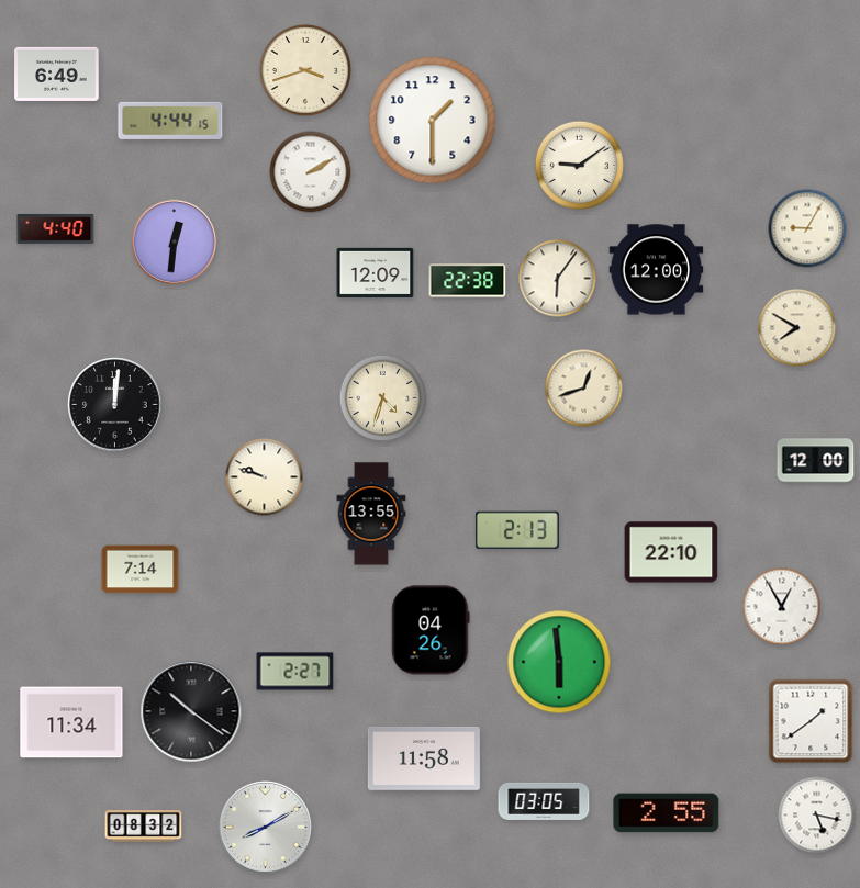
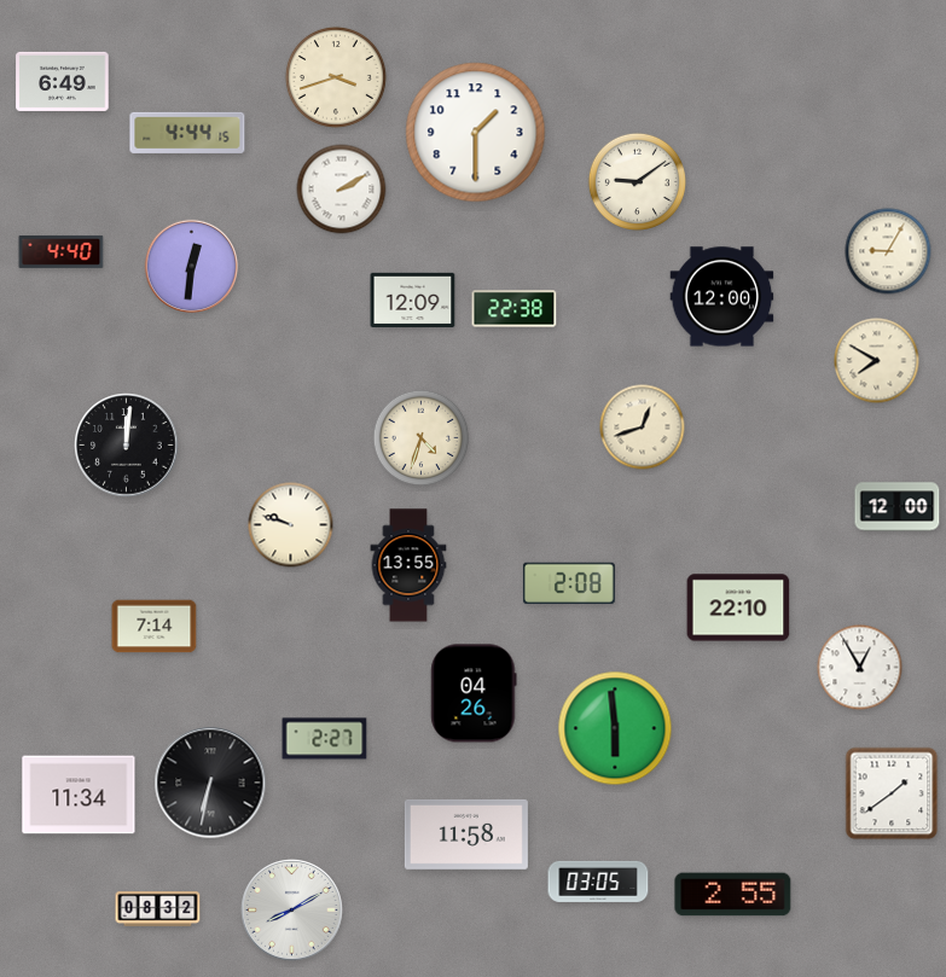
clock at (558, 279): 6:06 -> none
clock at (517, 530): 2:13 -> 2:08
clock at (191, 711): 10:21 -> 6:32
clock at (817, 816): 5:17 -> none
